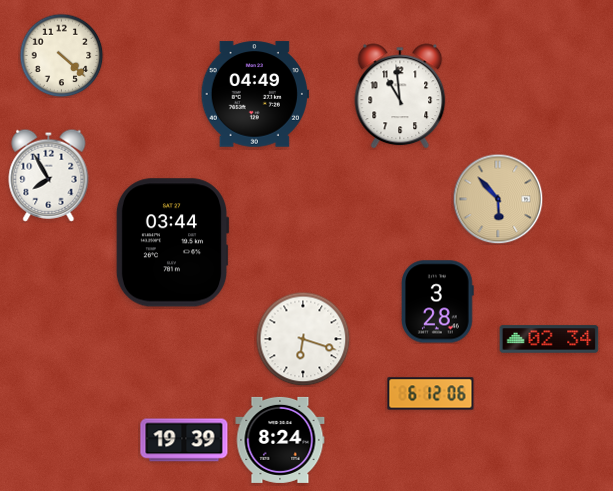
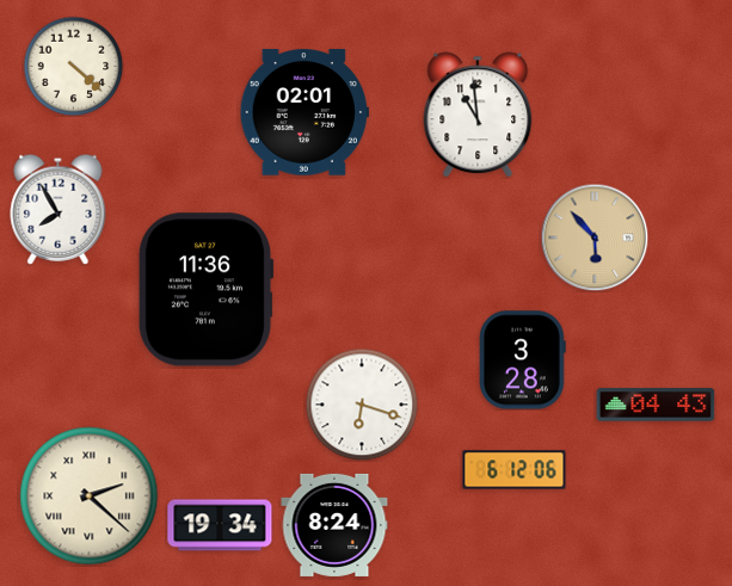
clock at (255, 94): 04:49 -> 02:01
clock at (172, 243): 03:44 -> 11:36
clock at (549, 339): 02:34 -> 04:43
clock at (90, 496): none -> 2:22
clock at (184, 440): 19:39 -> 19:34
